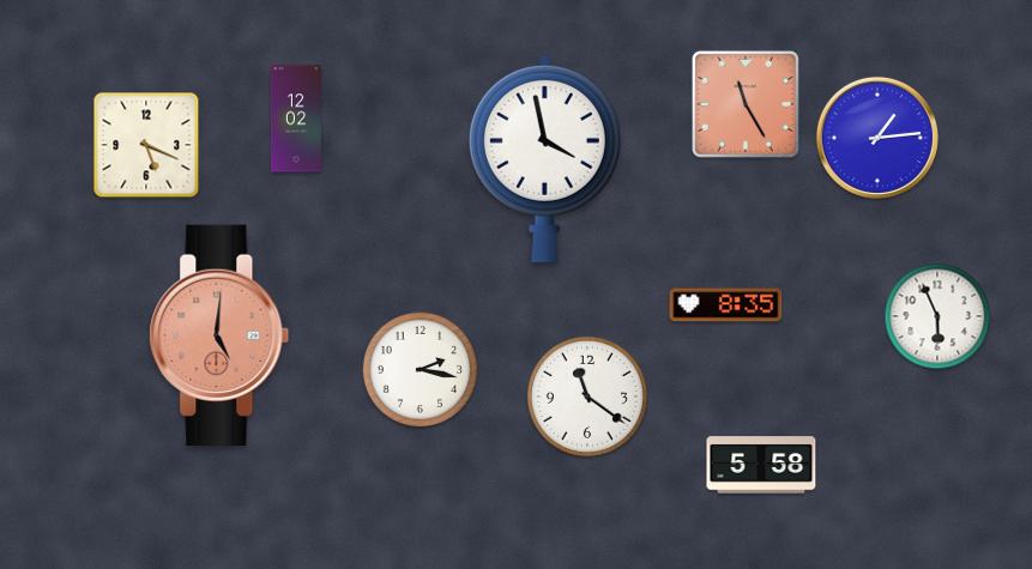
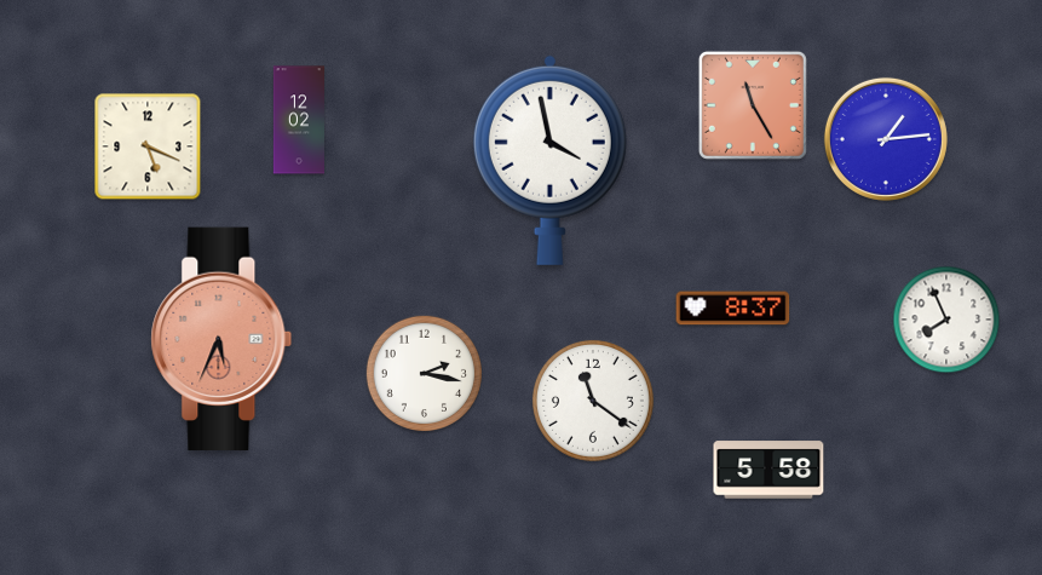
clock at (726, 305): 8:35 -> 8:37
clock at (937, 316): 5:56 -> 7:56
clock at (219, 334): 5:01 -> 5:34
